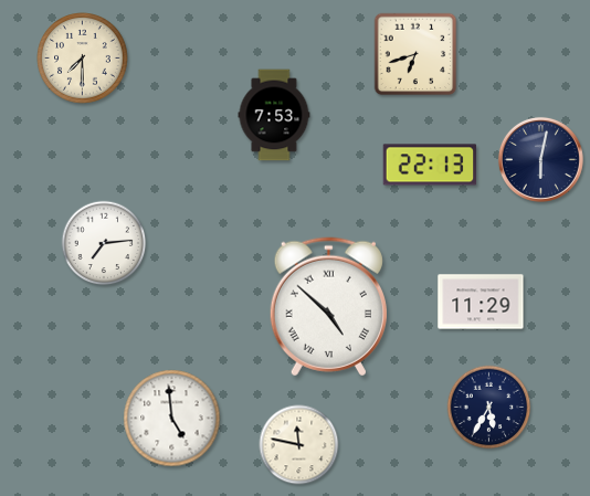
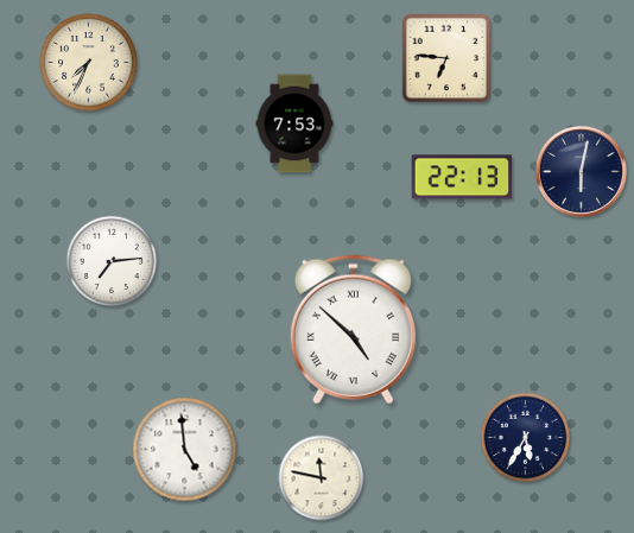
clock at (415, 54): 6:42 -> 6:46
clock at (83, 59): 7:30 -> 7:34
clock at (481, 302): 11:29 -> none
